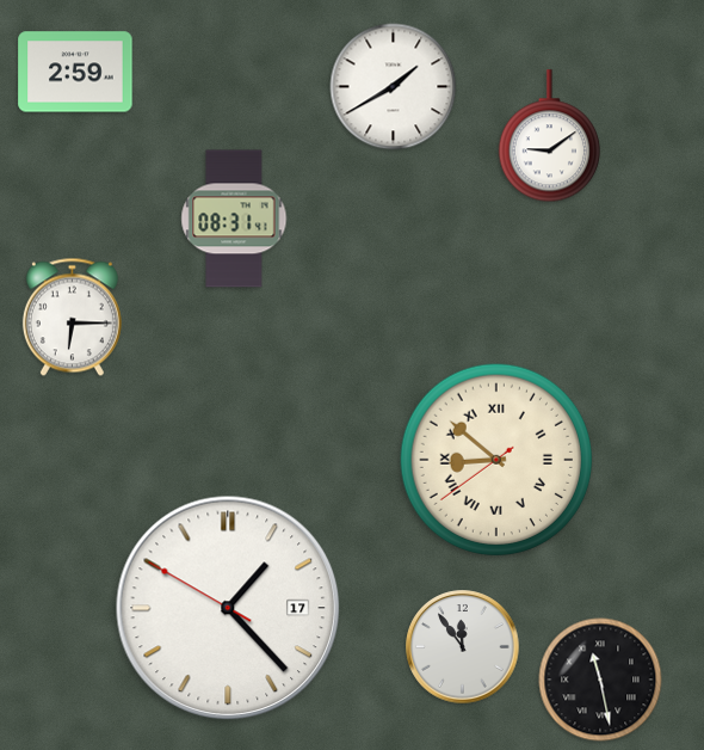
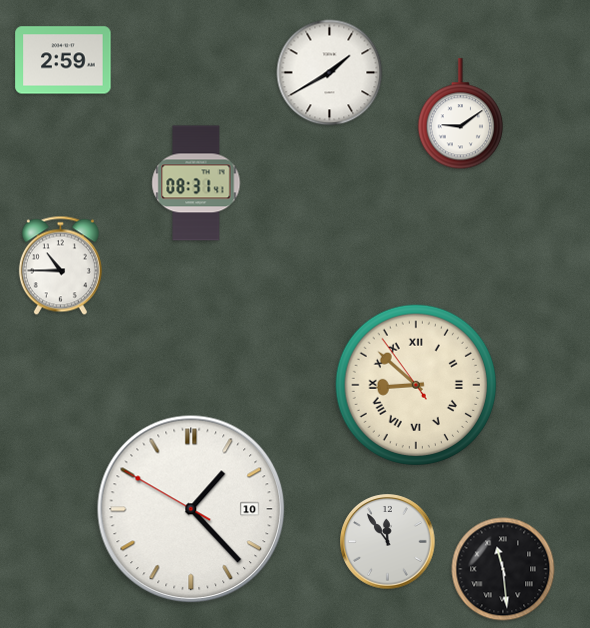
clock at (72, 318): 6:15 -> 10:45
clock at (496, 460): 8:51:39 -> 8:51:54
clock at (228, 608) date: 17 -> 10
clock at (600, 680): 11:28 -> 11:29
